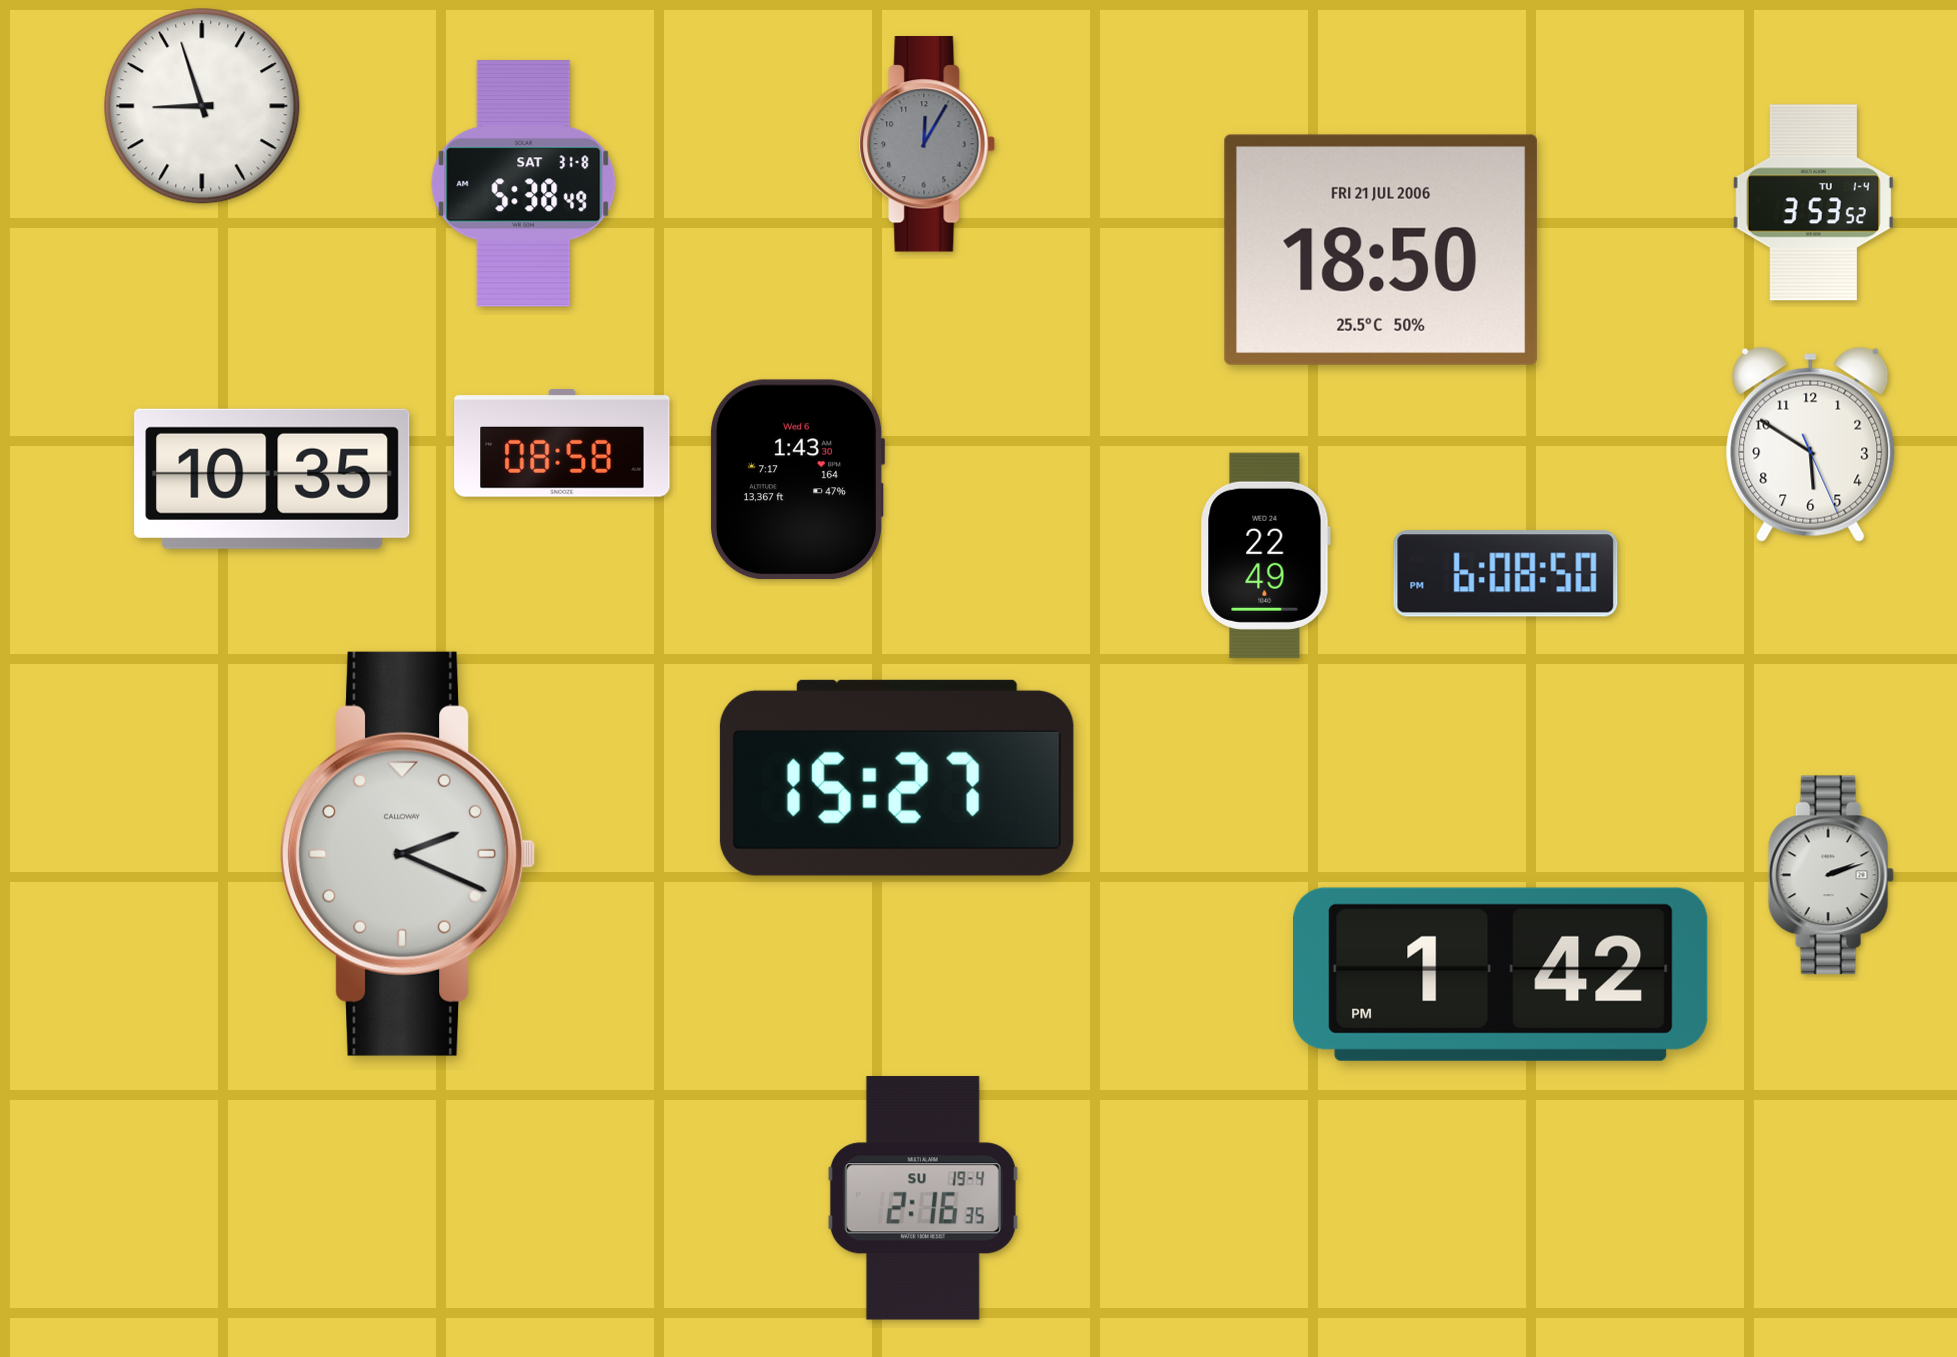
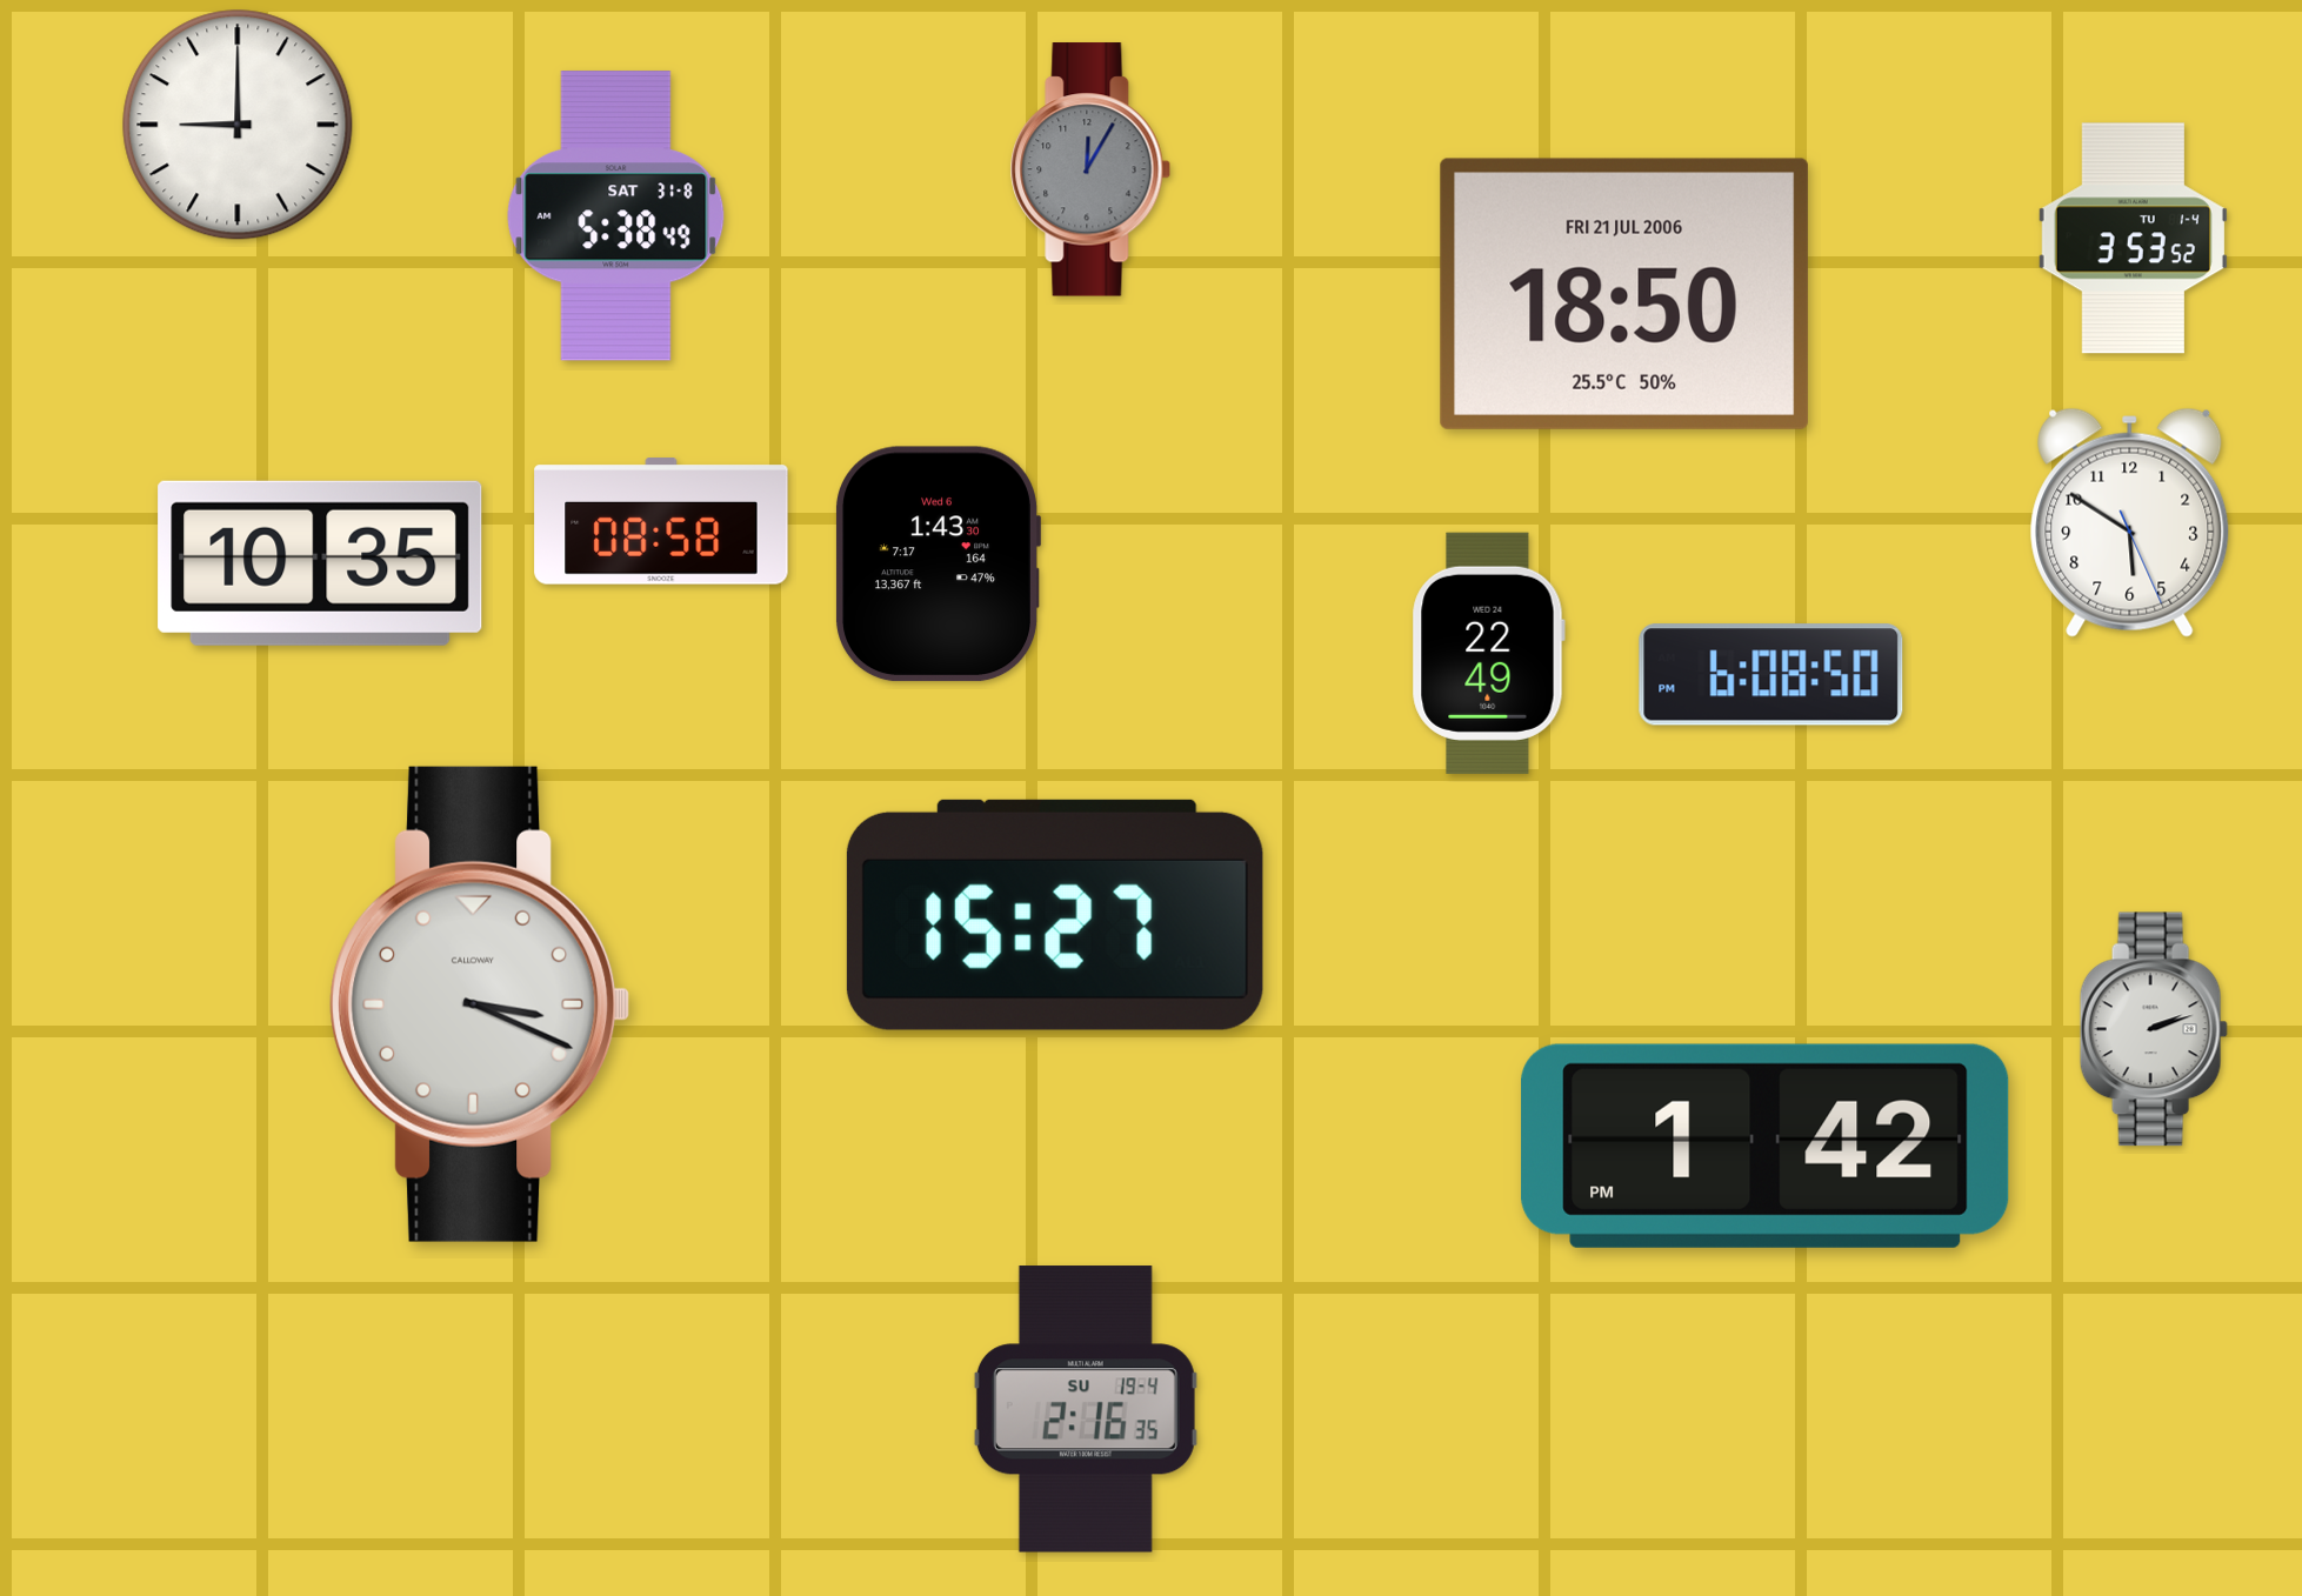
clock at (202, 106): 8:57 -> 9:00
clock at (408, 854): 2:19 -> 3:19
